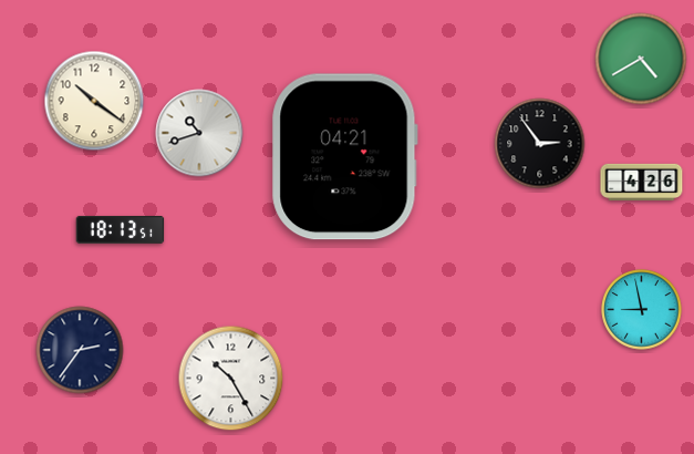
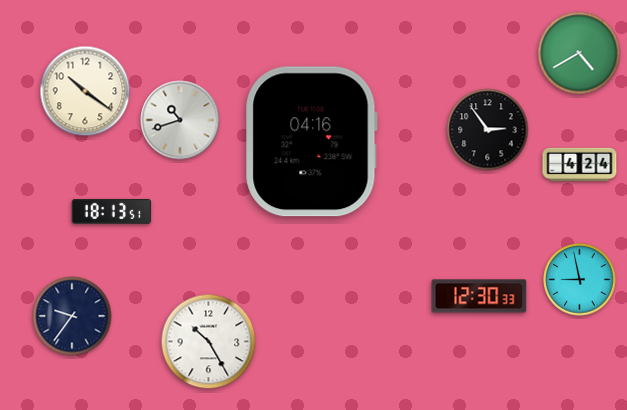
clock at (344, 157): 04:21 -> 04:16
clock at (642, 182): 4:26 -> 4:24
clock at (121, 229) position: (121, 229) -> (112, 211)
clock at (479, 296): none -> 12:30
clock at (80, 350): 2:36 -> 9:36
